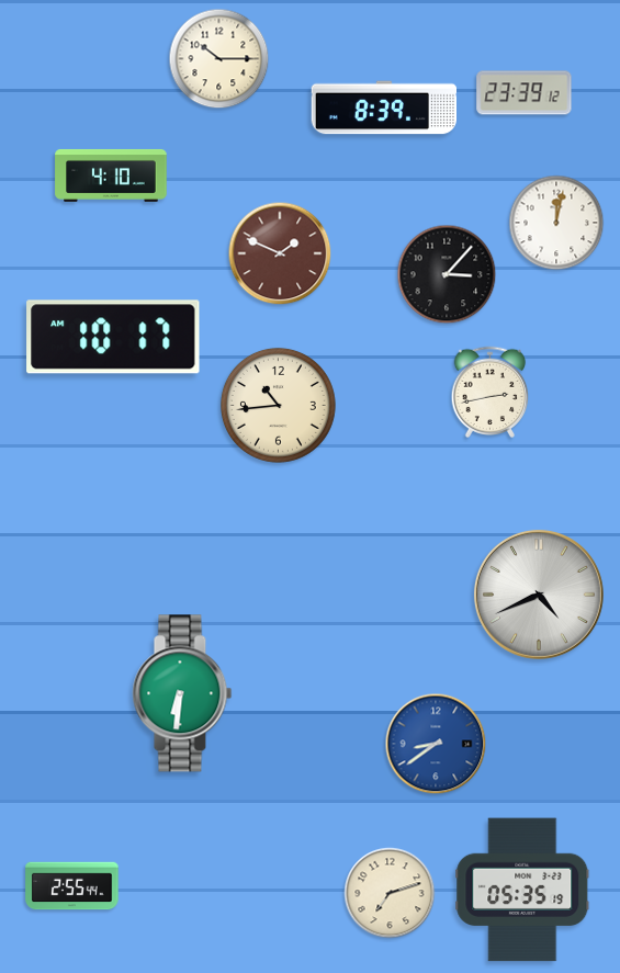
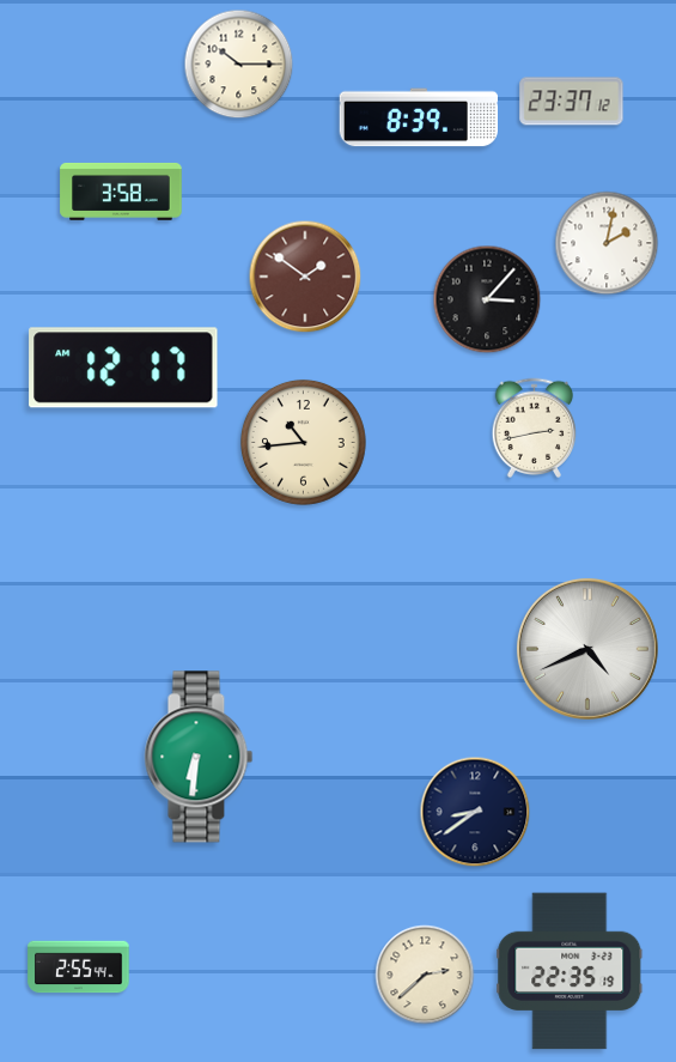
clock at (525, 93): 23:39 -> 23:37
clock at (111, 176): 4:10 -> 3:58
clock at (556, 223): 12:02 -> 2:02
clock at (280, 253): 1:49 -> 1:51
clock at (113, 337): 10:17 -> 12:17
clock at (436, 744) dial: blue -> navy
clock at (522, 890): 05:35 -> 22:35
clock at (390, 893): 7:12 -> 2:38
